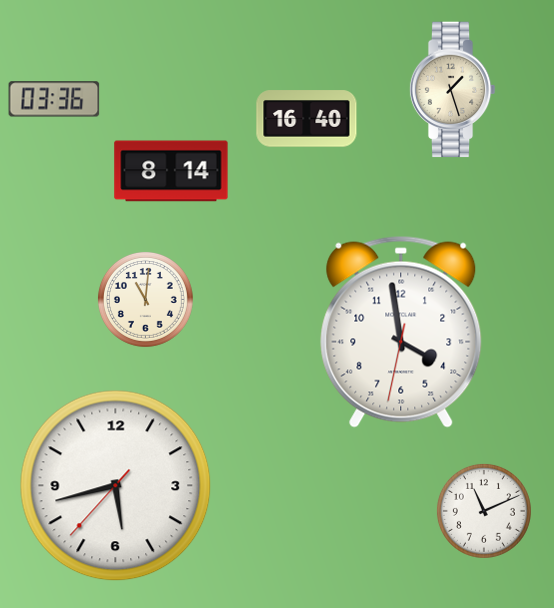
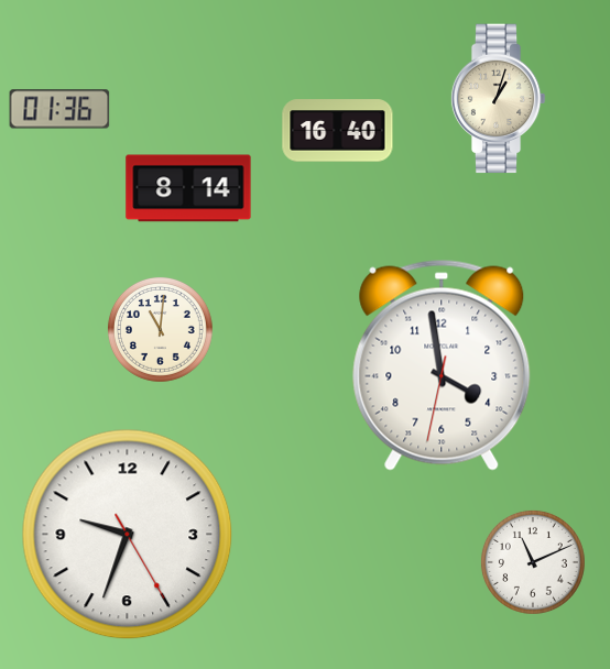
clock at (452, 90): 1:27 -> 1:03
clock at (54, 99): 03:36 -> 01:36
clock at (116, 486): 5:42 -> 9:33
